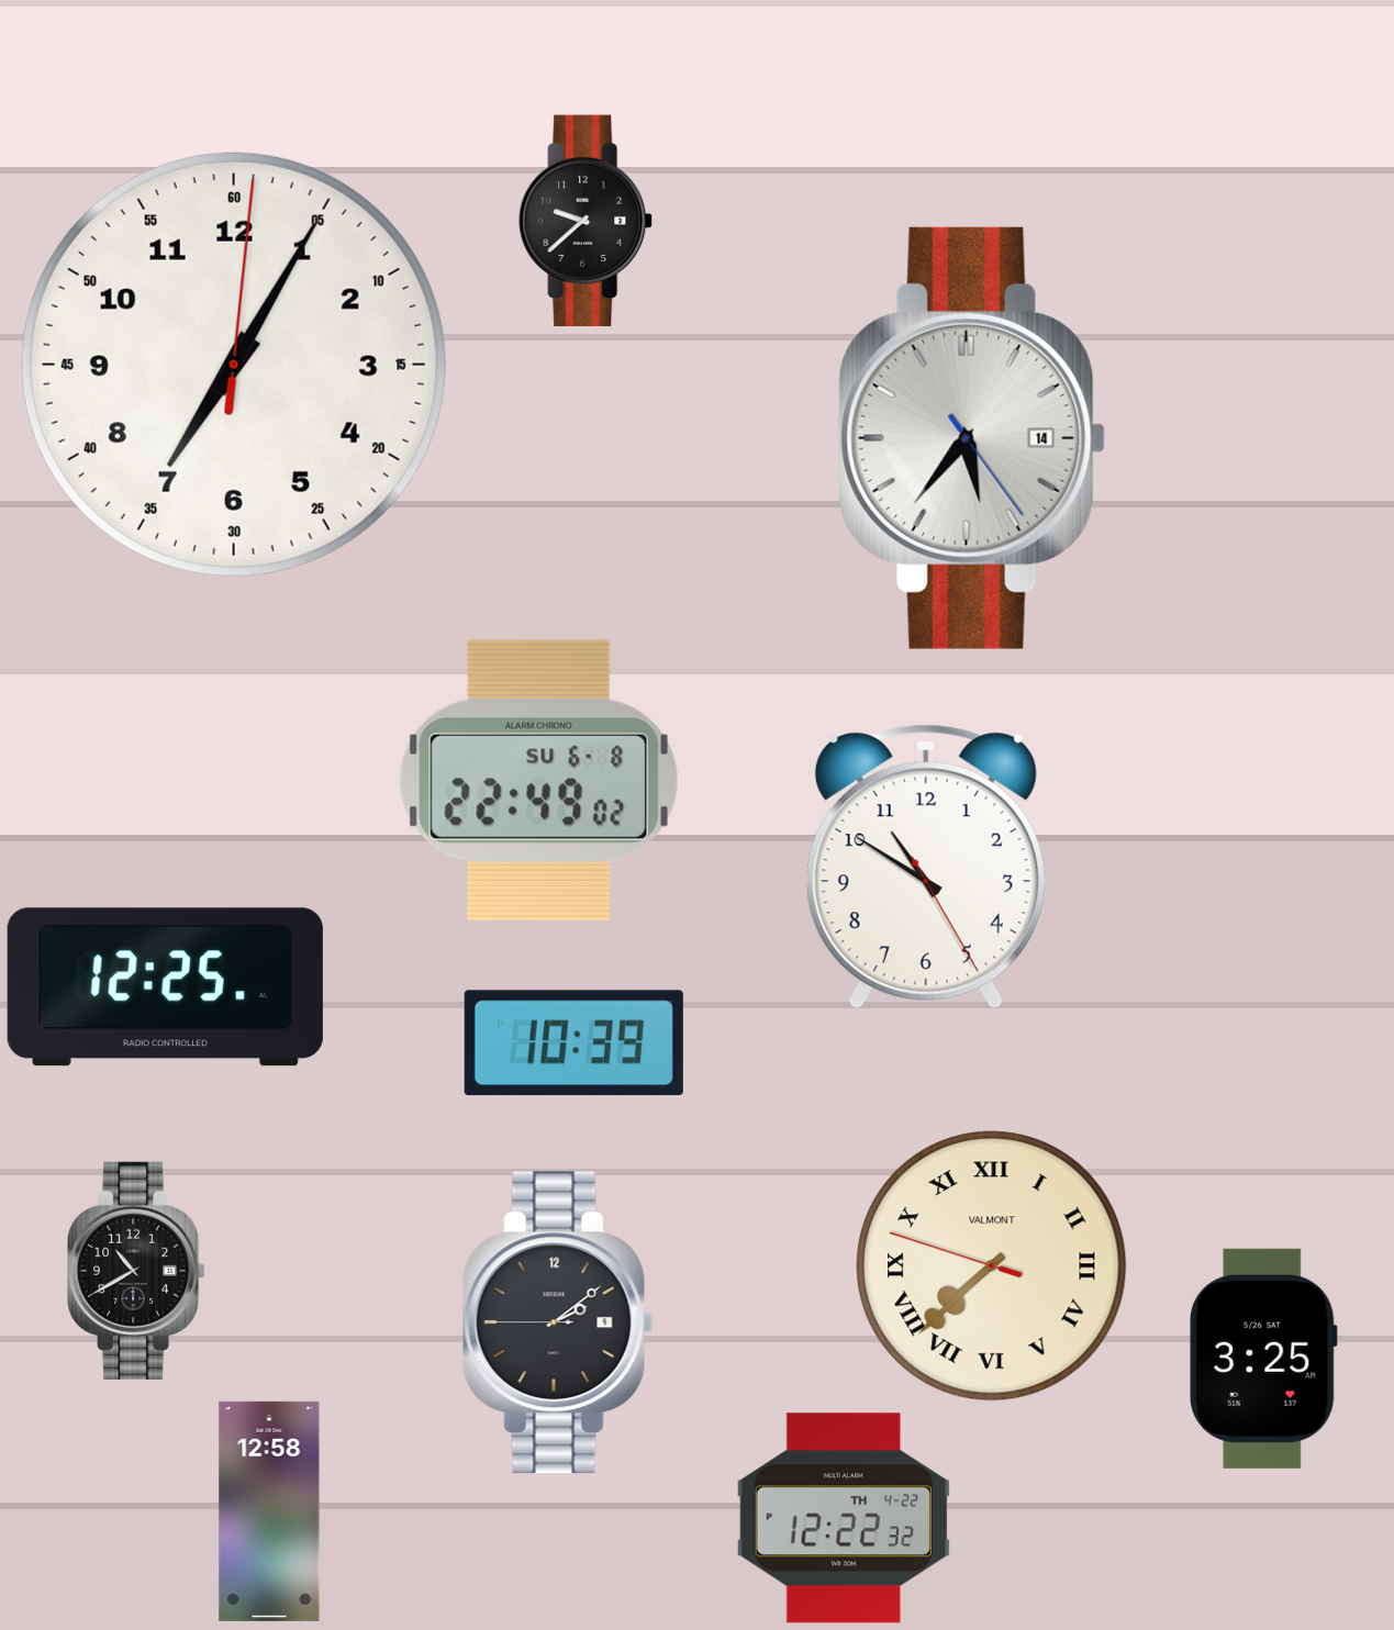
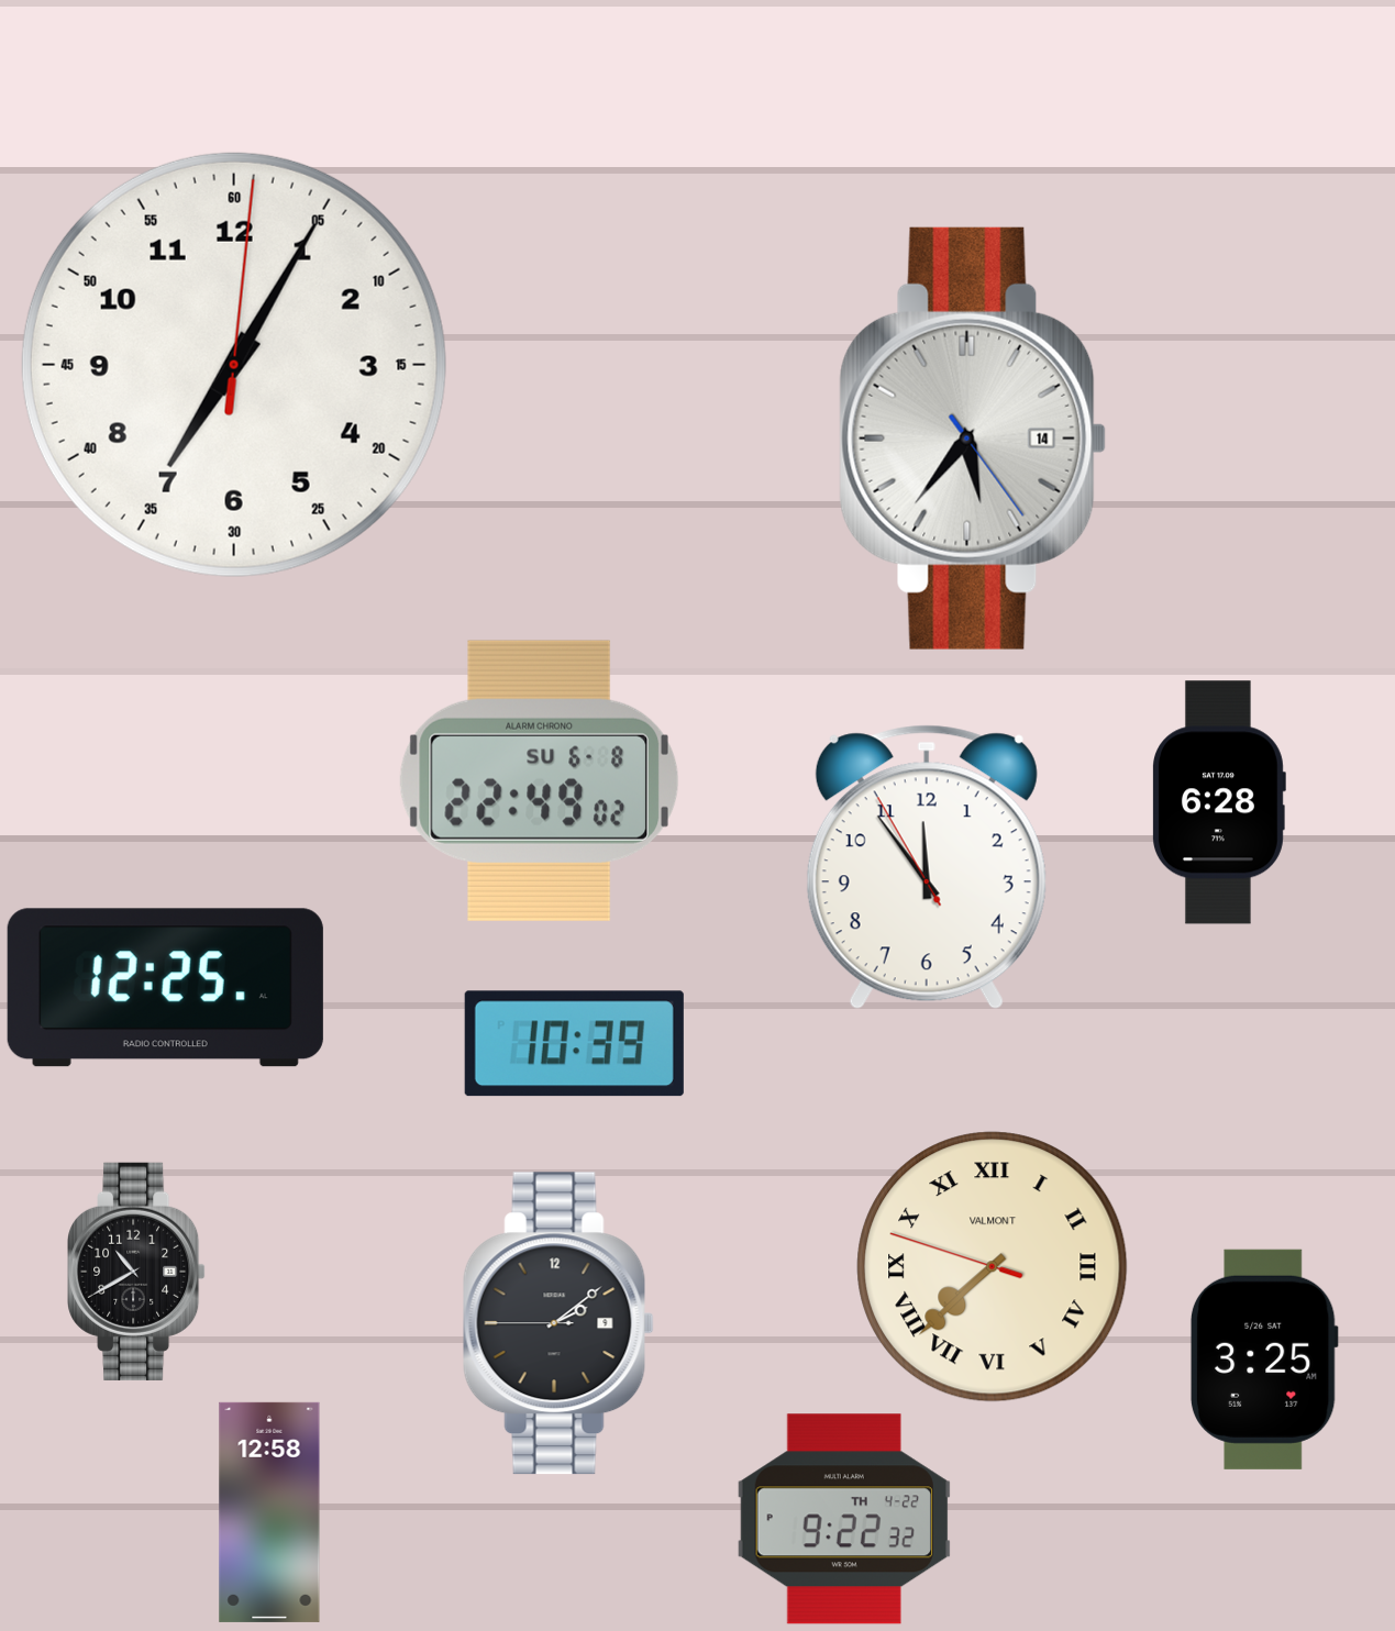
clock at (586, 221): 9:38 -> none
clock at (1219, 802): none -> 6:28
clock at (926, 867): 10:50 -> 11:53
clock at (844, 1518): 12:22 -> 9:22
